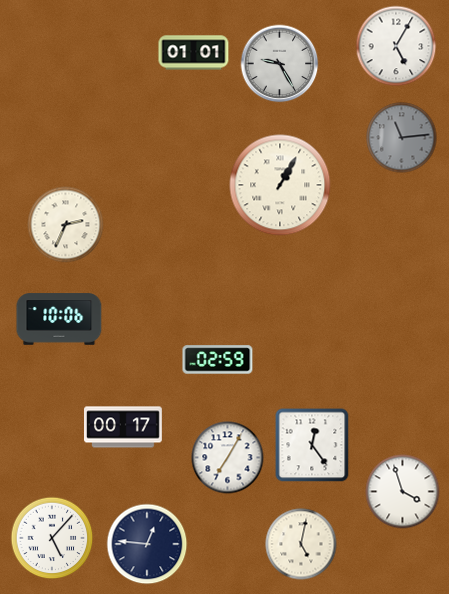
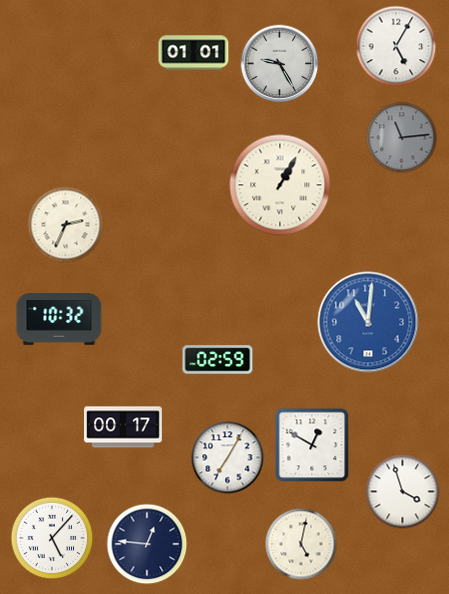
clock at (59, 319): 10:06 -> 10:32
clock at (368, 322): none -> 11:01
clock at (312, 445): 12:24 -> 12:50
